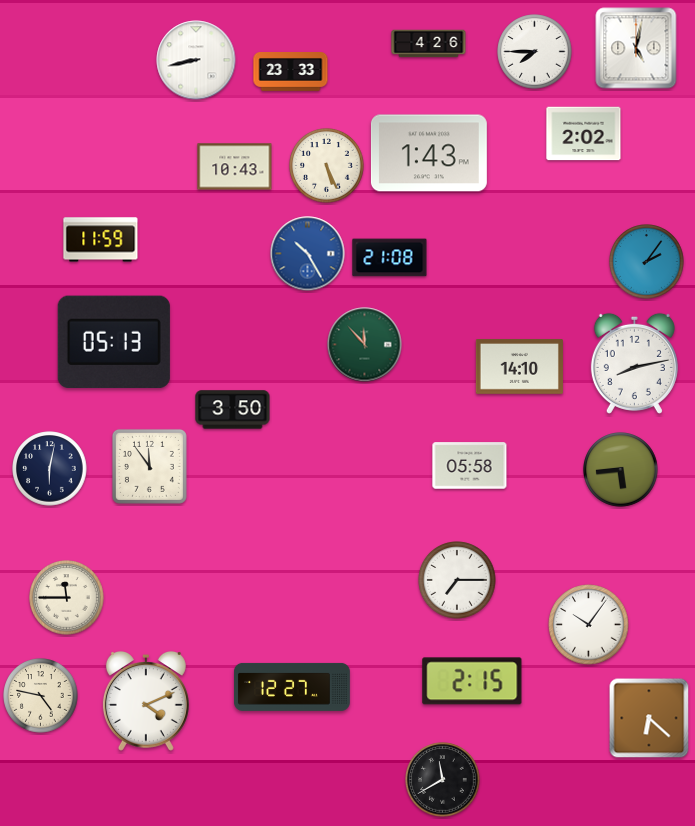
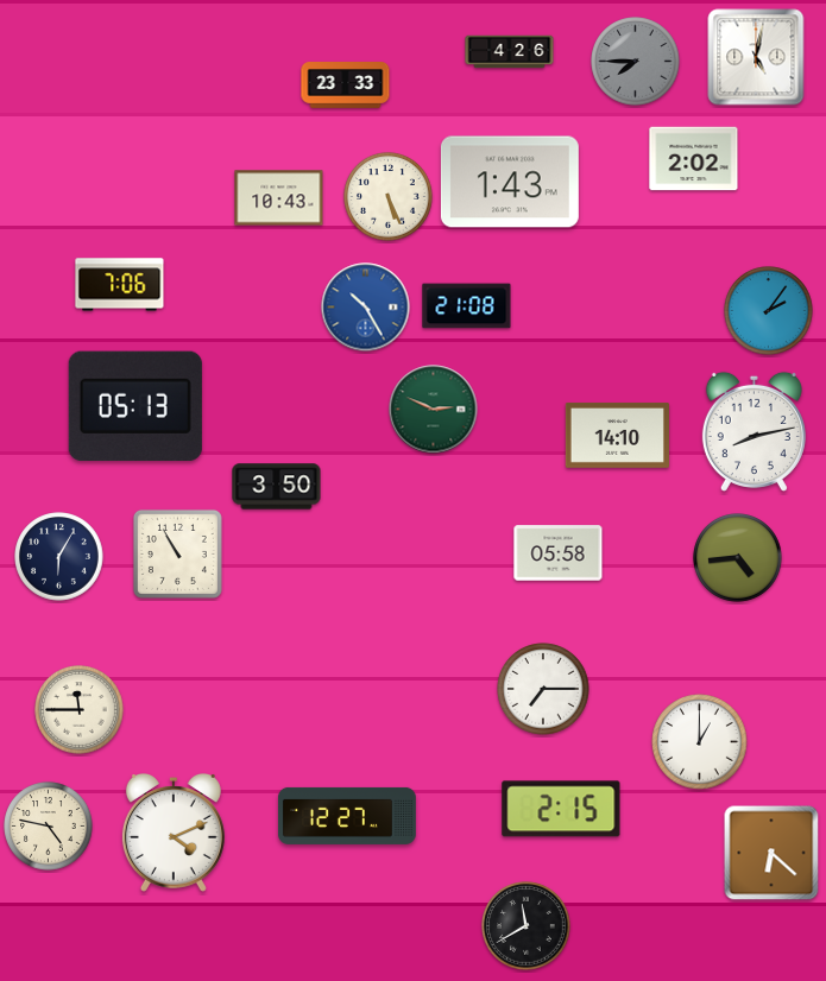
clock at (535, 52) dial: white -> grey
clock at (196, 60): 8:43 -> none
clock at (101, 240): 11:59 -> 7:06
clock at (308, 254) position: (308, 254) -> (366, 308)
clock at (390, 258) position: (390, 258) -> (467, 306)
clock at (365, 345): 11:53 -> 2:49
clock at (149, 466): 11:54 -> 10:55
clock at (50, 469): 6:02 -> 6:05
clock at (621, 470): 5:44 -> 4:44
clock at (589, 625): 10:06 -> 1:00
